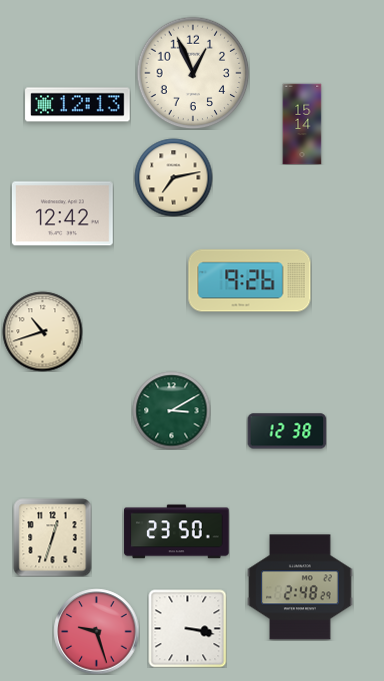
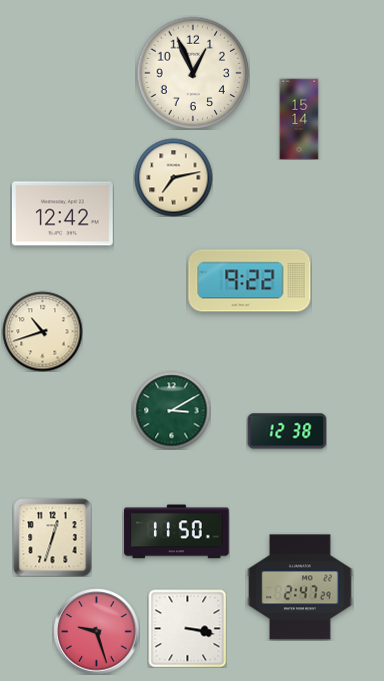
clock at (78, 105): 12:13 -> none
clock at (302, 124) position: (302, 124) -> (299, 119)
clock at (250, 281): 9:26 -> 9:22
clock at (177, 532): 23:50 -> 11:50
clock at (300, 587): 2:48 -> 2:47
